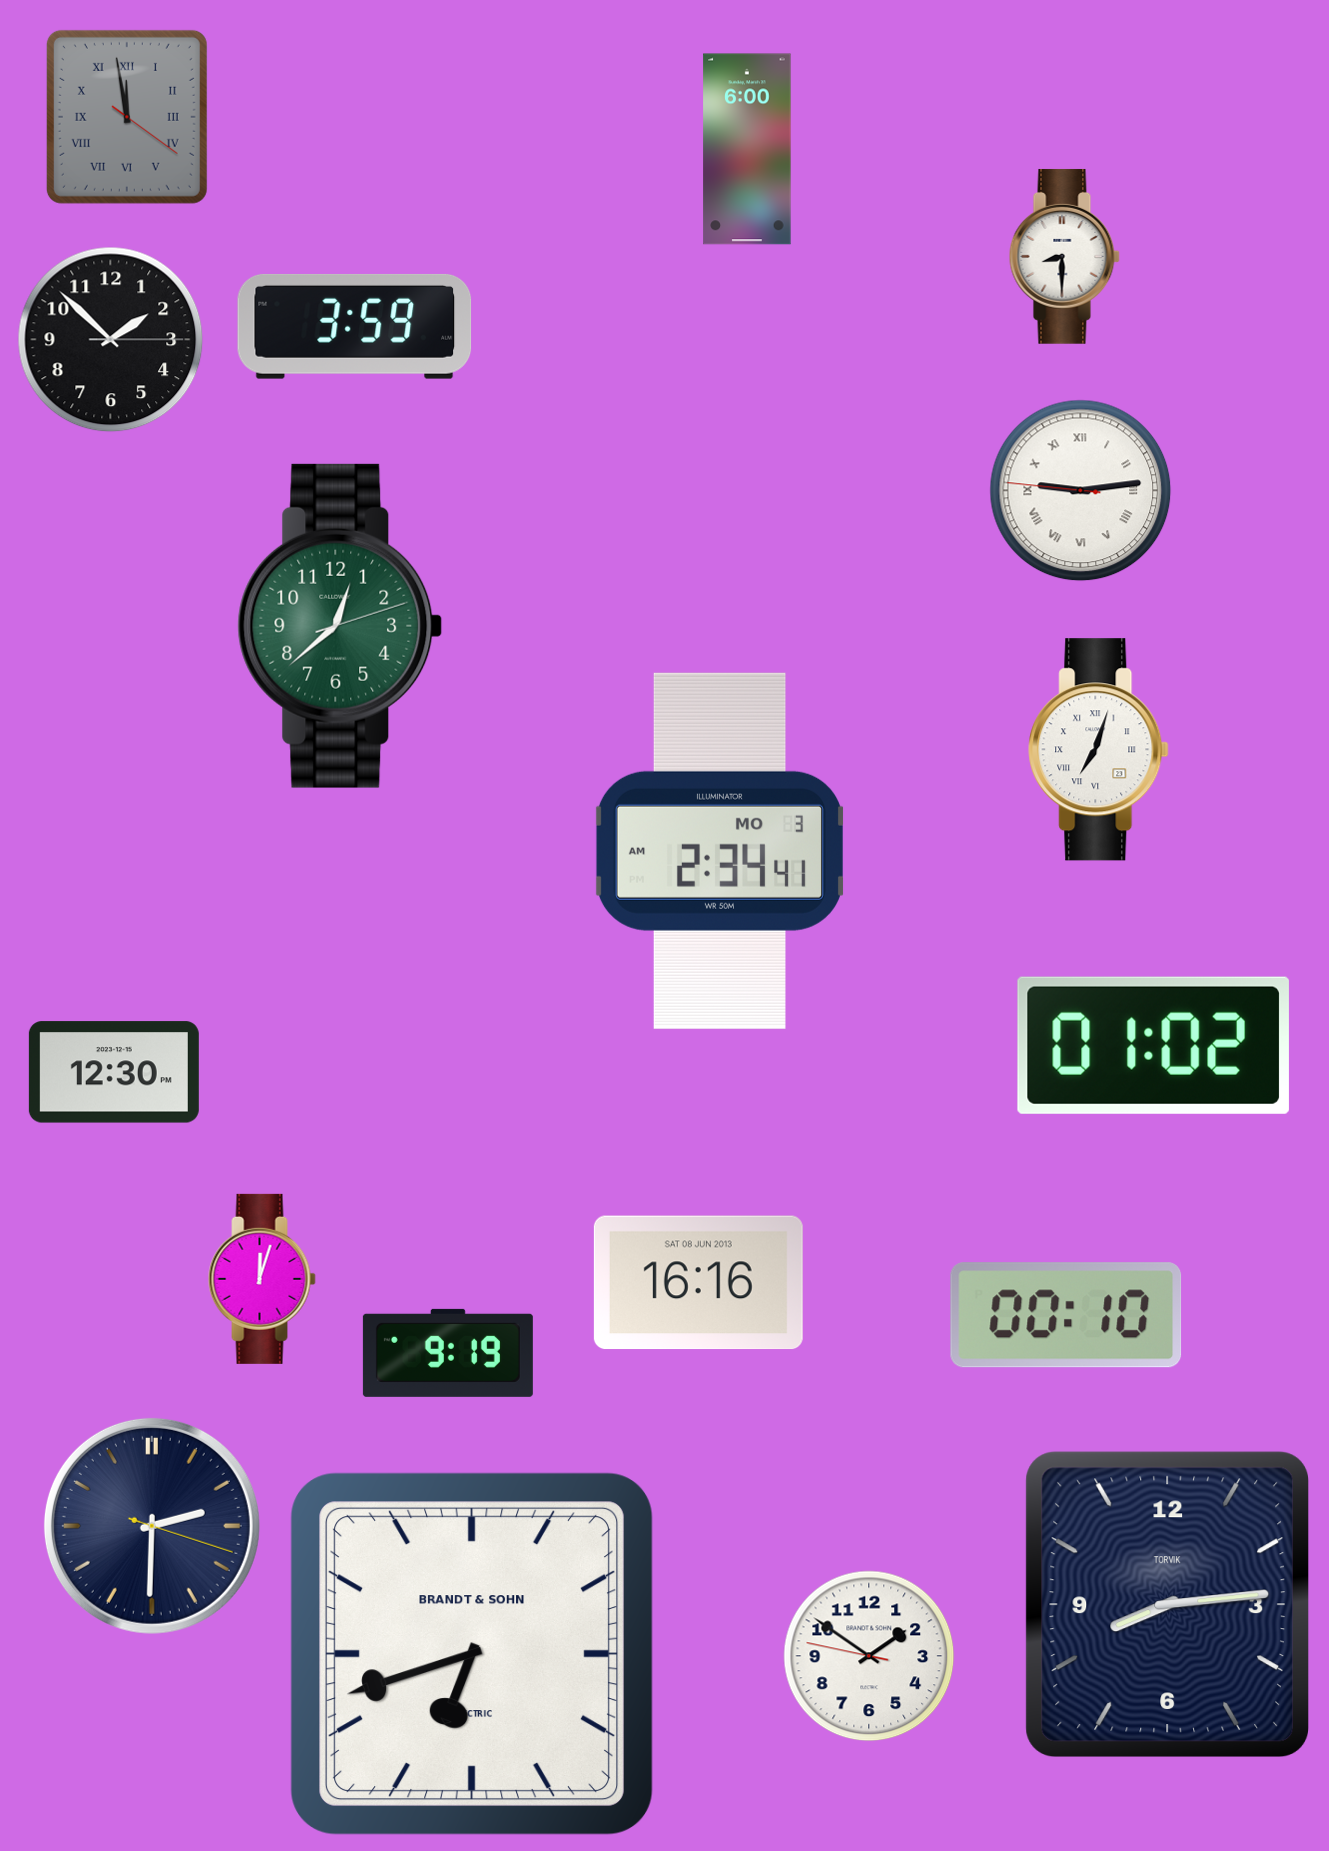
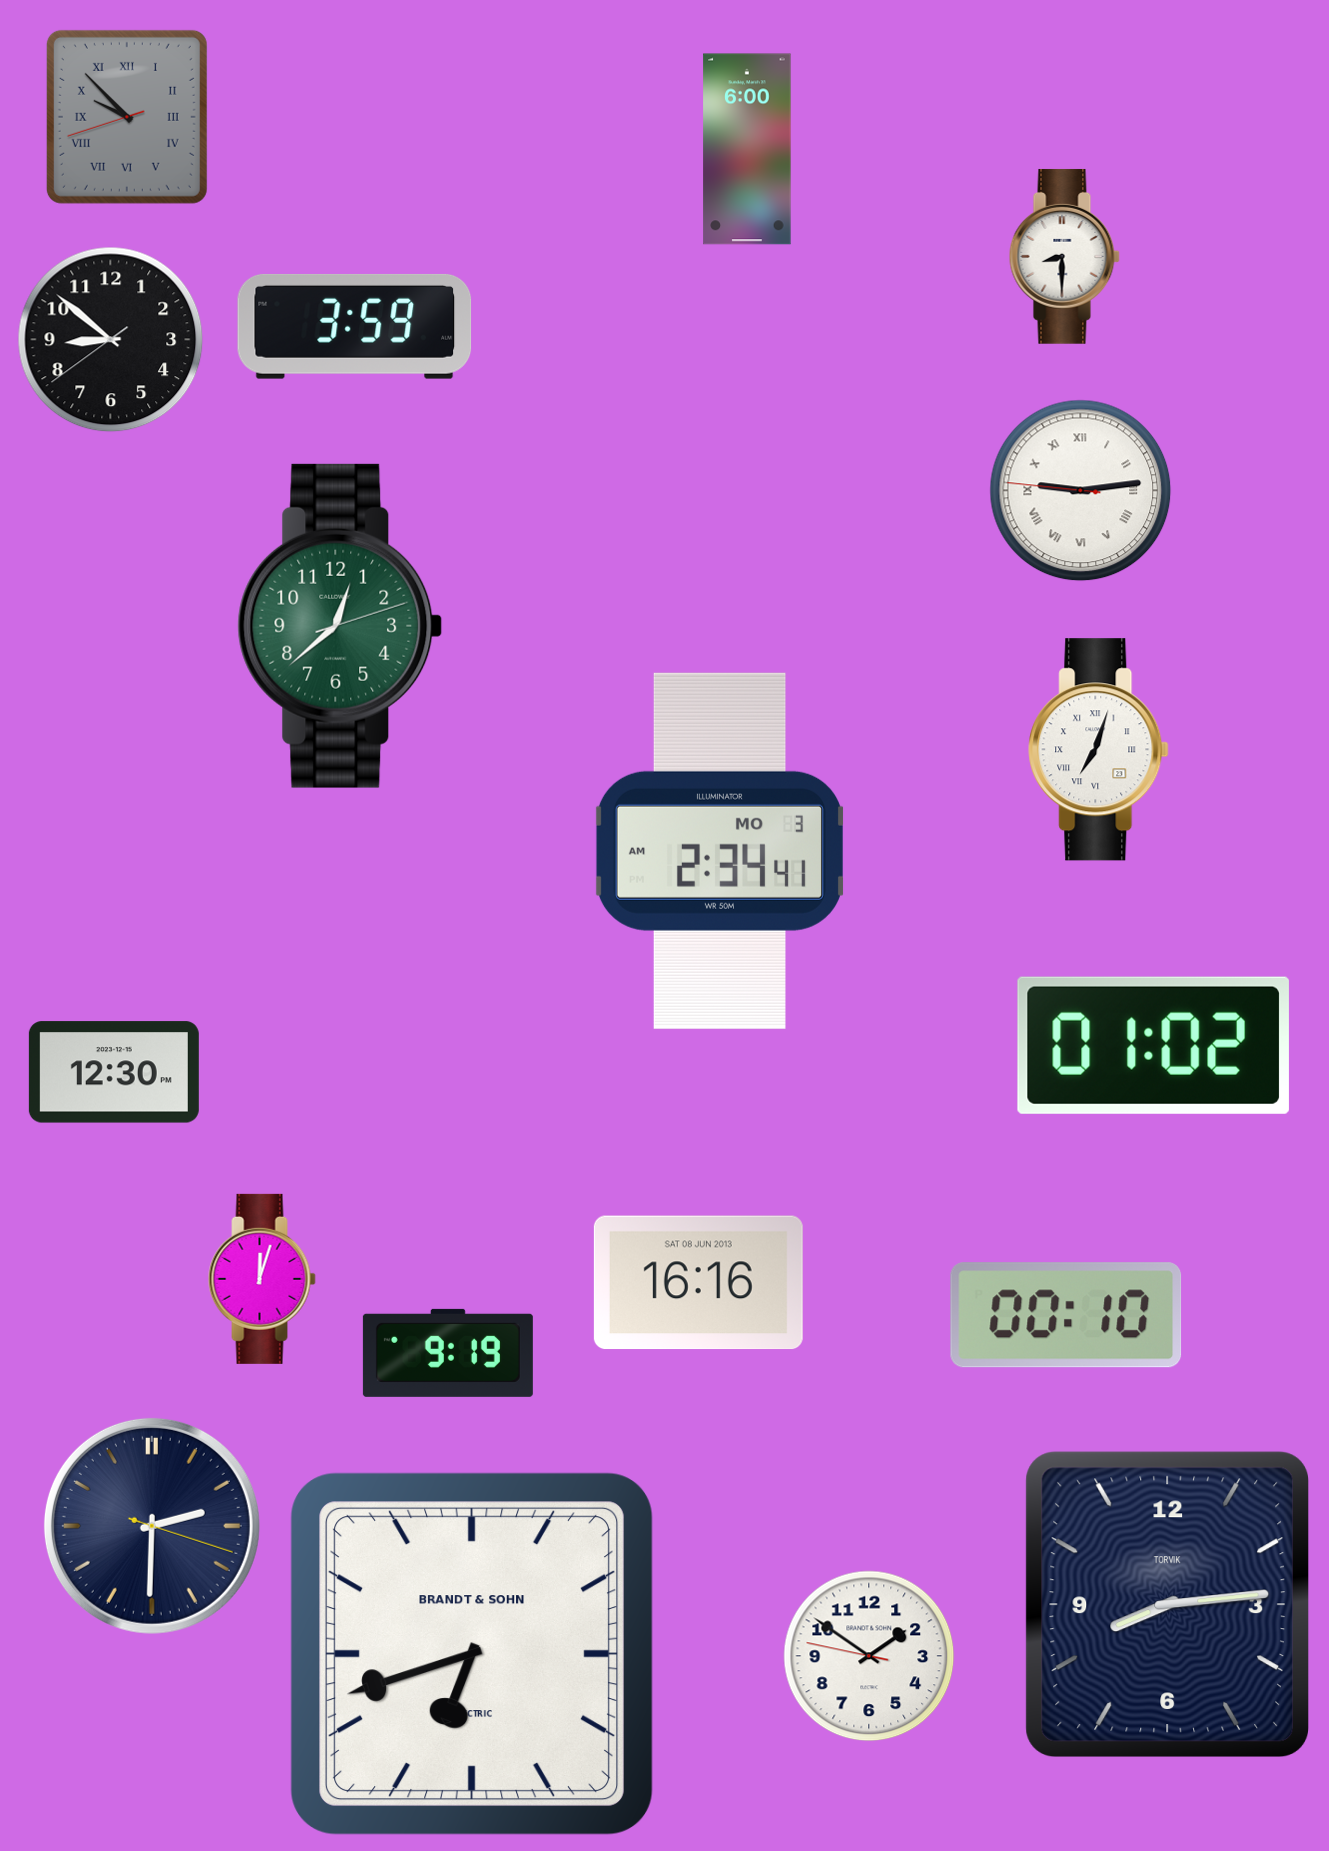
clock at (127, 117): 11:58 -> 9:52
clock at (111, 340): 1:52 -> 8:51
